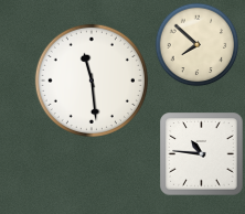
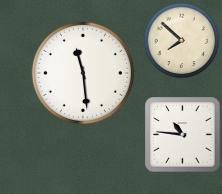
clock at (198, 45) position: (198, 45) -> (182, 41)
clock at (202, 154) position: (202, 154) -> (183, 135)
